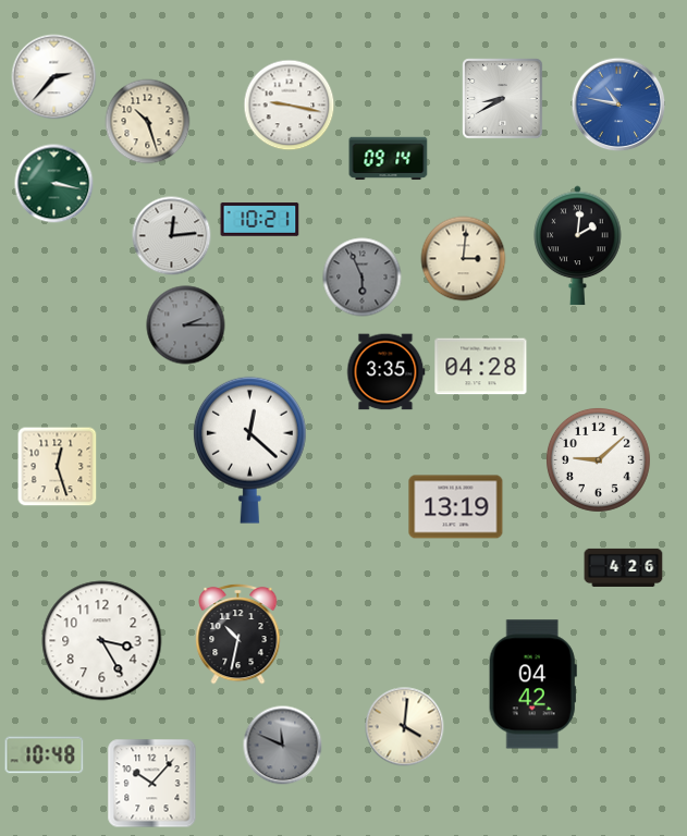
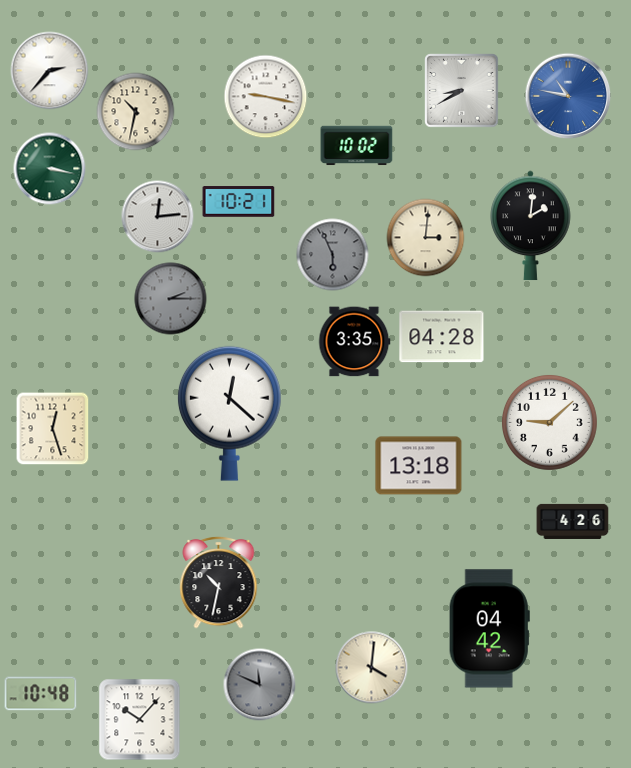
clock at (148, 122): 10:27 -> 10:32
clock at (389, 159): 09:14 -> 10:02
clock at (456, 507): 13:19 -> 13:18
clock at (102, 641): 3:25 -> none
